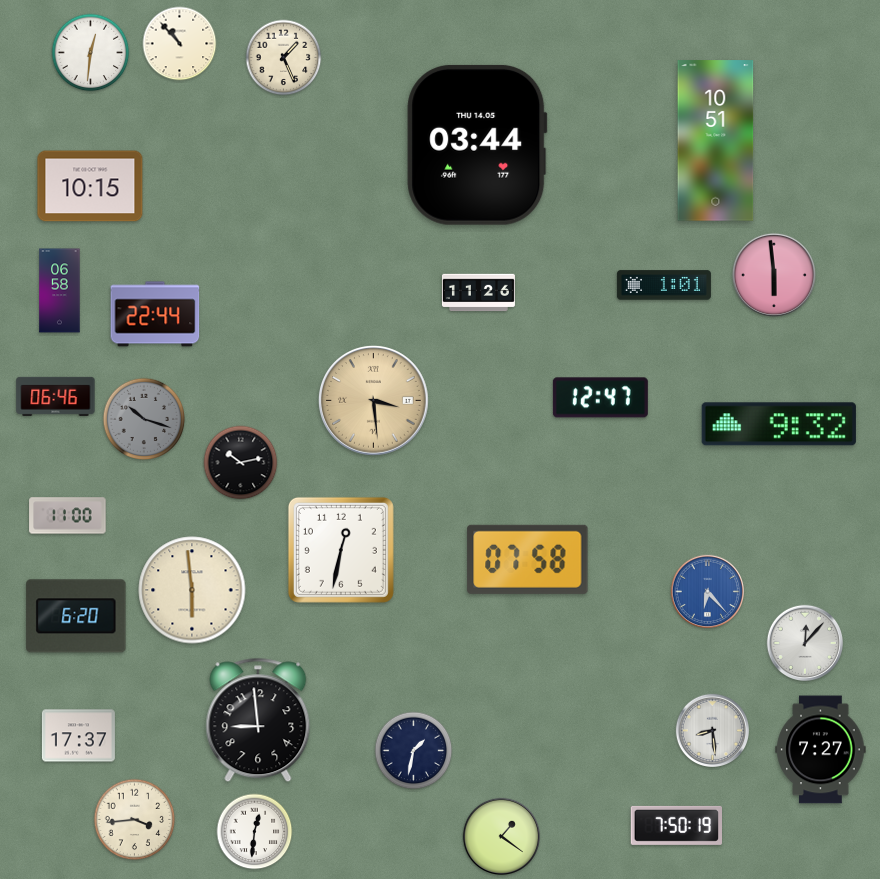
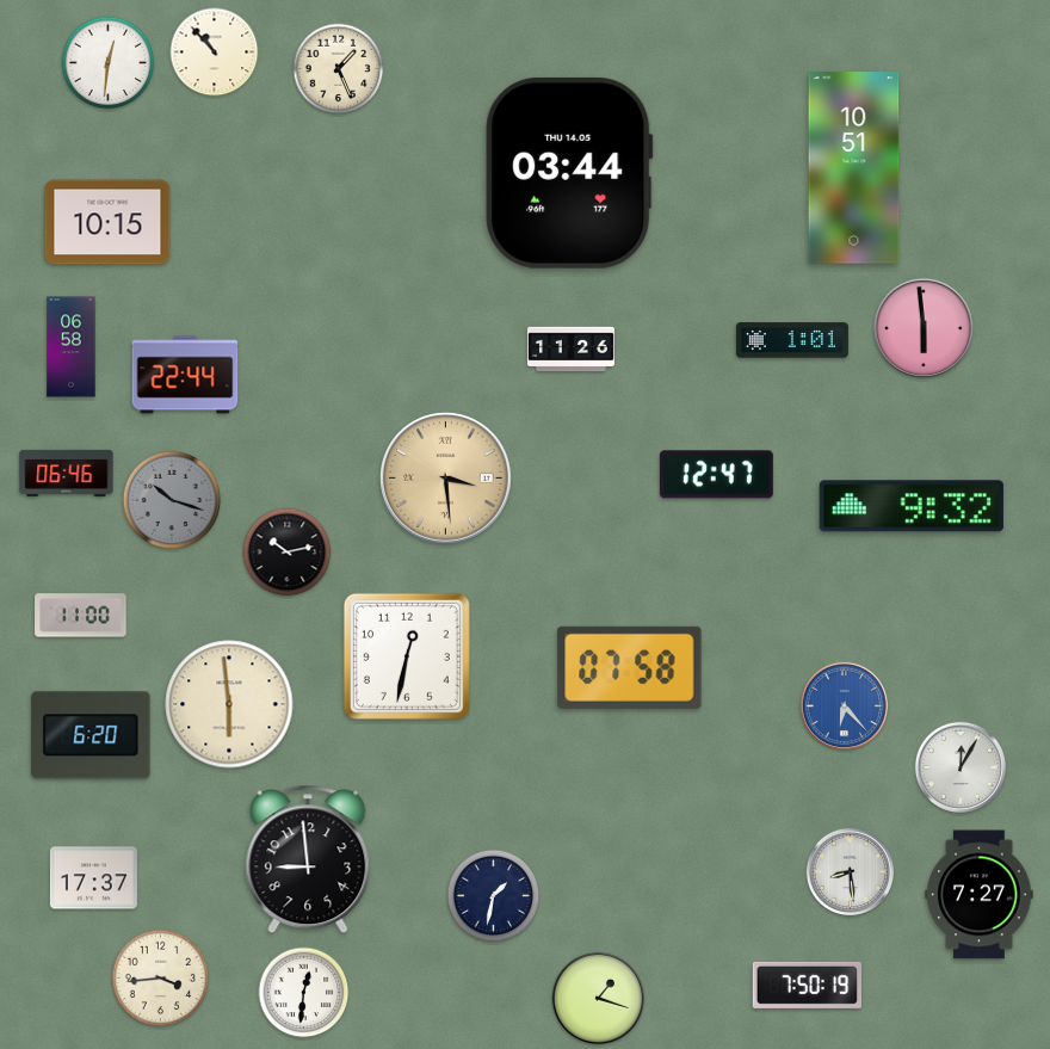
clock at (779, 424) position: (779, 424) -> (912, 506)
clock at (804, 642): 12:07 -> 12:05
clock at (501, 836): 1:21 -> 1:18
